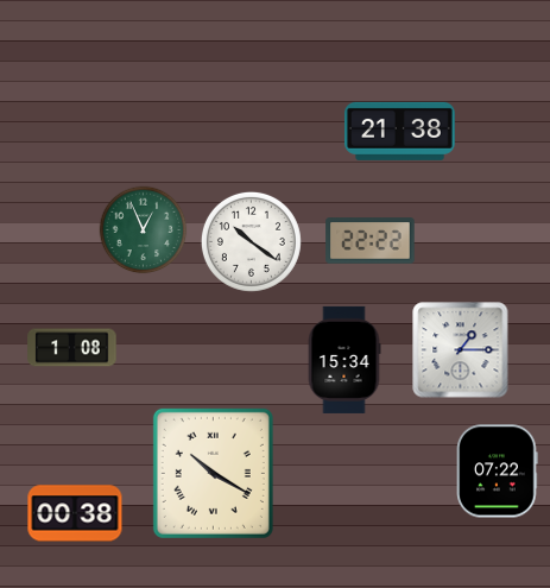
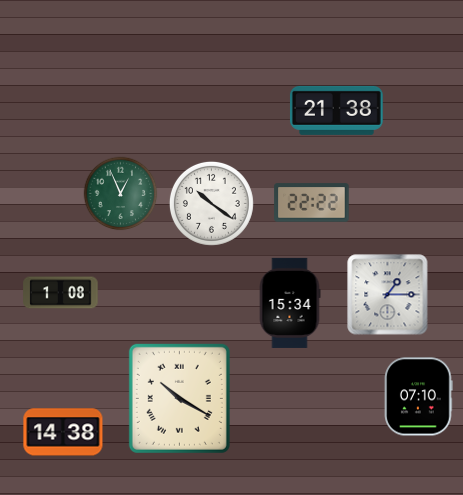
clock at (498, 472): 07:22 -> 07:10
clock at (75, 513): 00:38 -> 14:38
